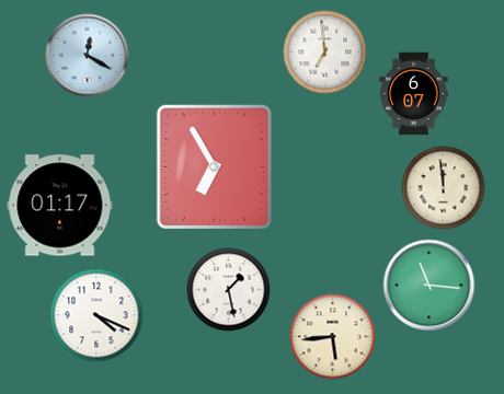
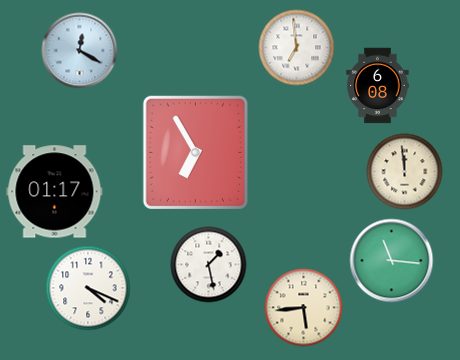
clock at (414, 94): 6:07 -> 6:08
clock at (60, 206) position: (60, 206) -> (55, 192)
